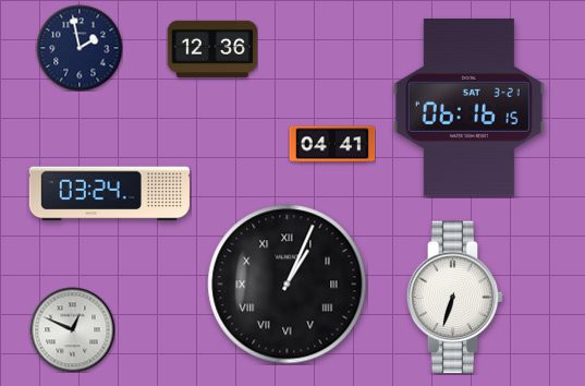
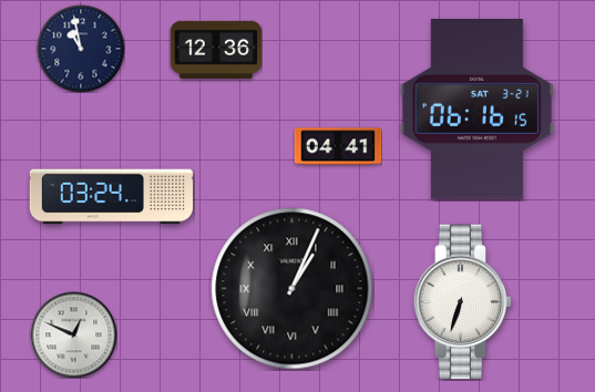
clock at (80, 48): 1:58 -> 10:58
